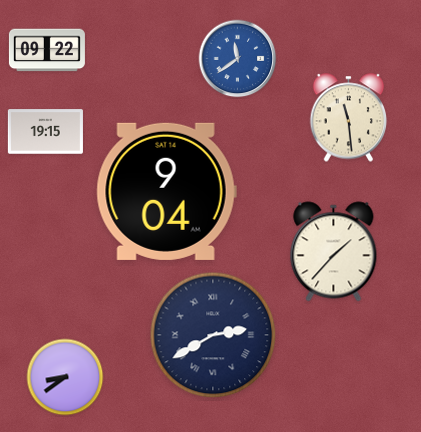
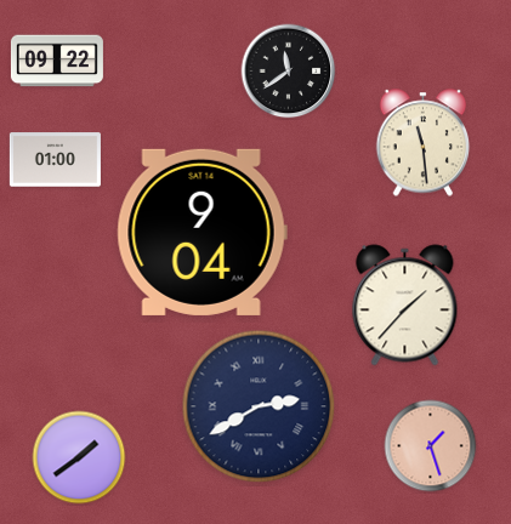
clock at (238, 59) dial: blue -> black
clock at (45, 132): 19:15 -> 01:00
clock at (431, 446): none -> 1:27
clock at (65, 377): 8:39 -> 1:39
